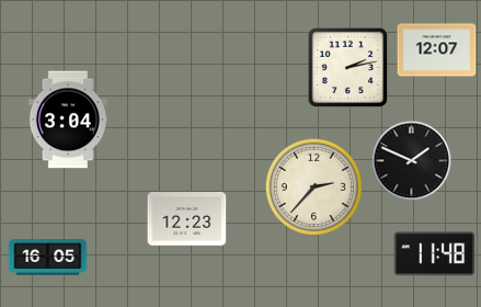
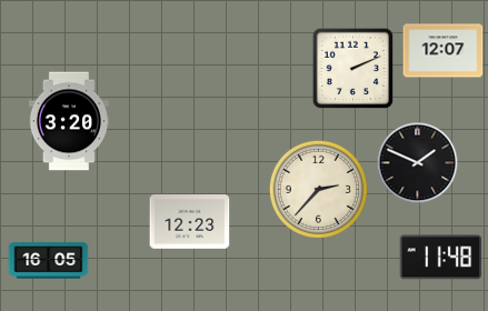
clock at (348, 68): 2:13 -> 2:11
clock at (67, 120): 3:04 -> 3:20
